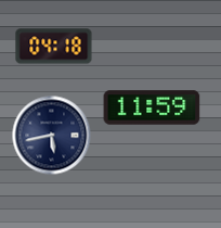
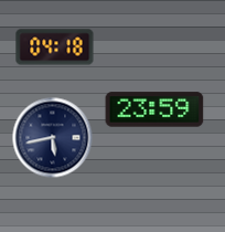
clock at (152, 107): 11:59 -> 23:59
